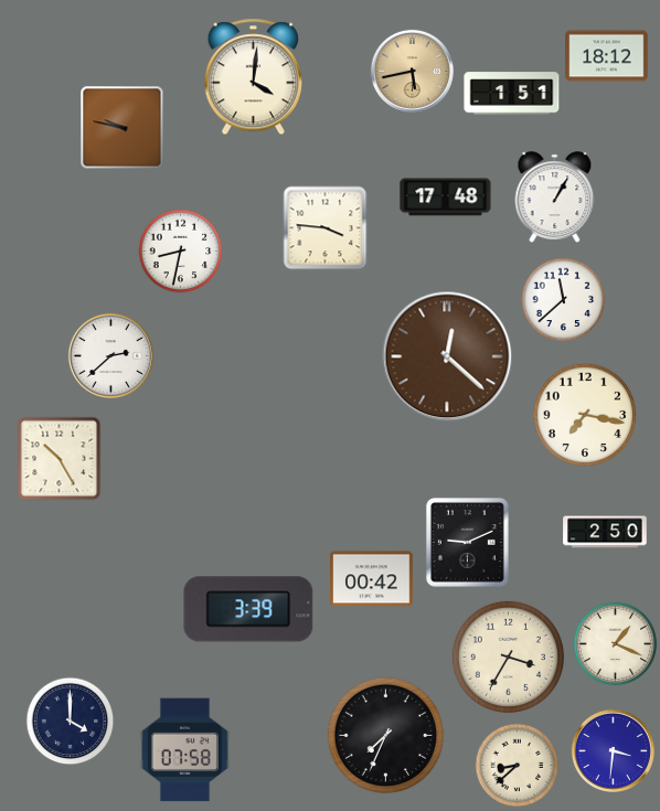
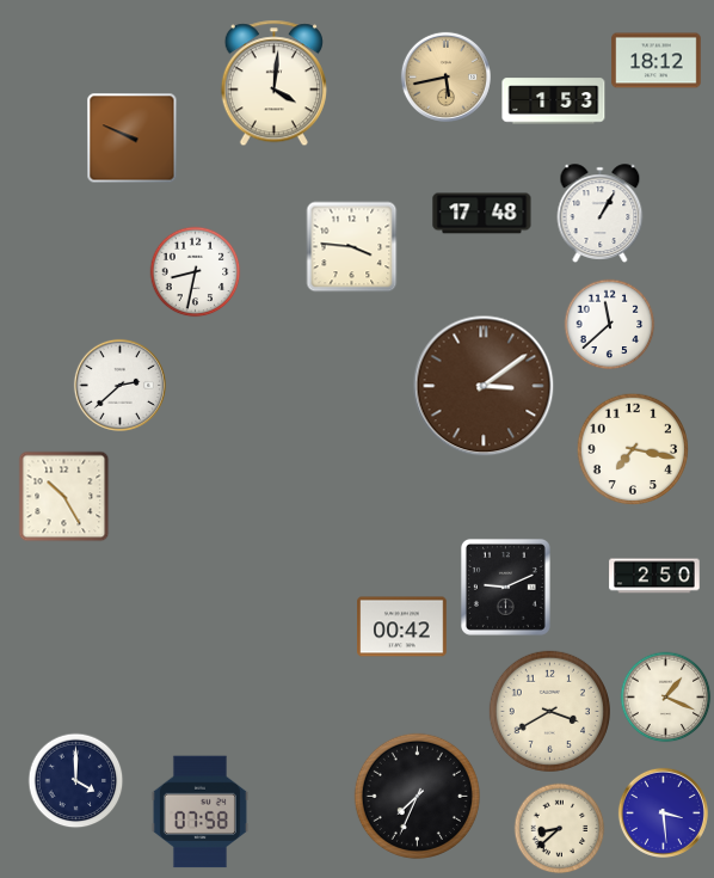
clock at (512, 94): 1:51 -> 1:53
clock at (123, 128): 9:47 -> 9:49
clock at (447, 356): 12:22 -> 3:09
clock at (248, 609): 3:39 -> none
clock at (508, 657): 3:35 -> 3:40
clock at (613, 750): 3:31 -> 3:29
